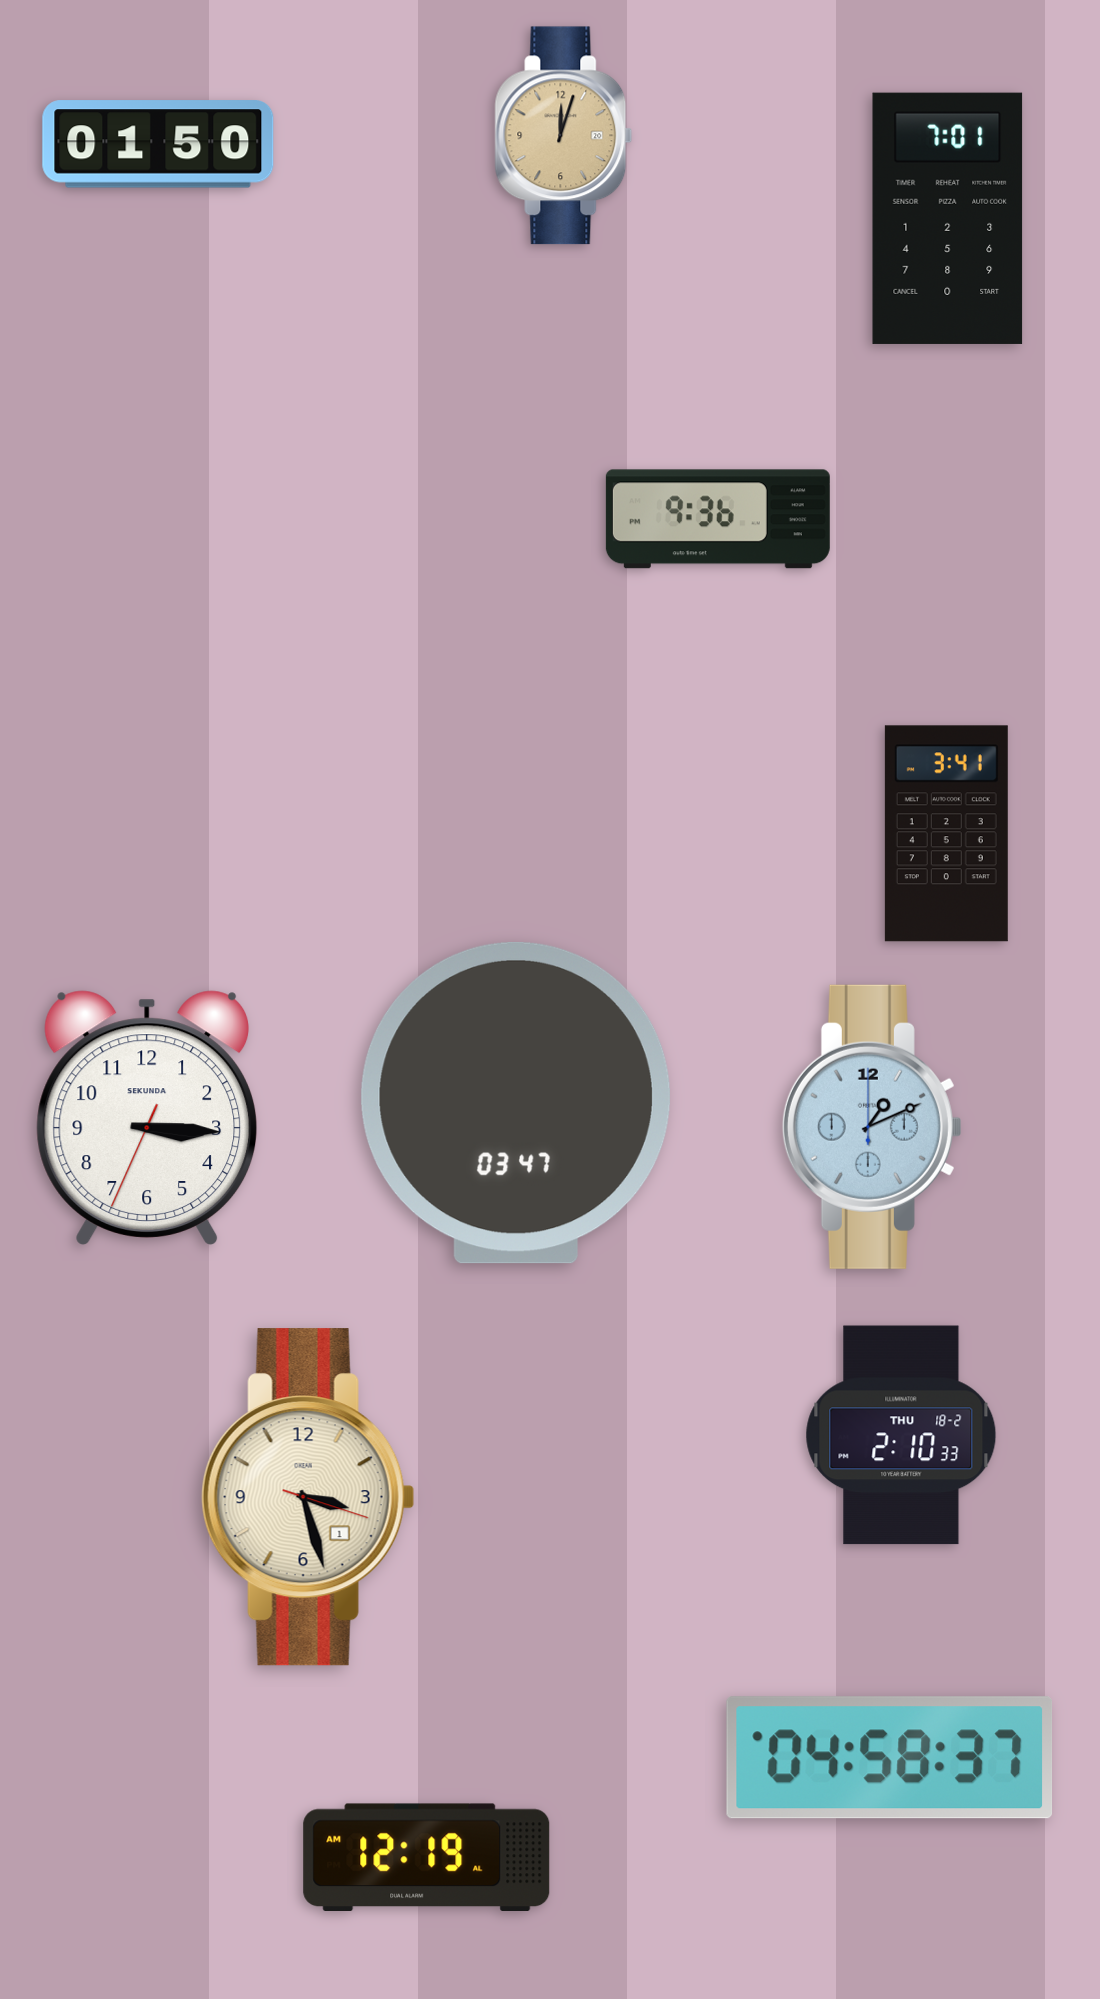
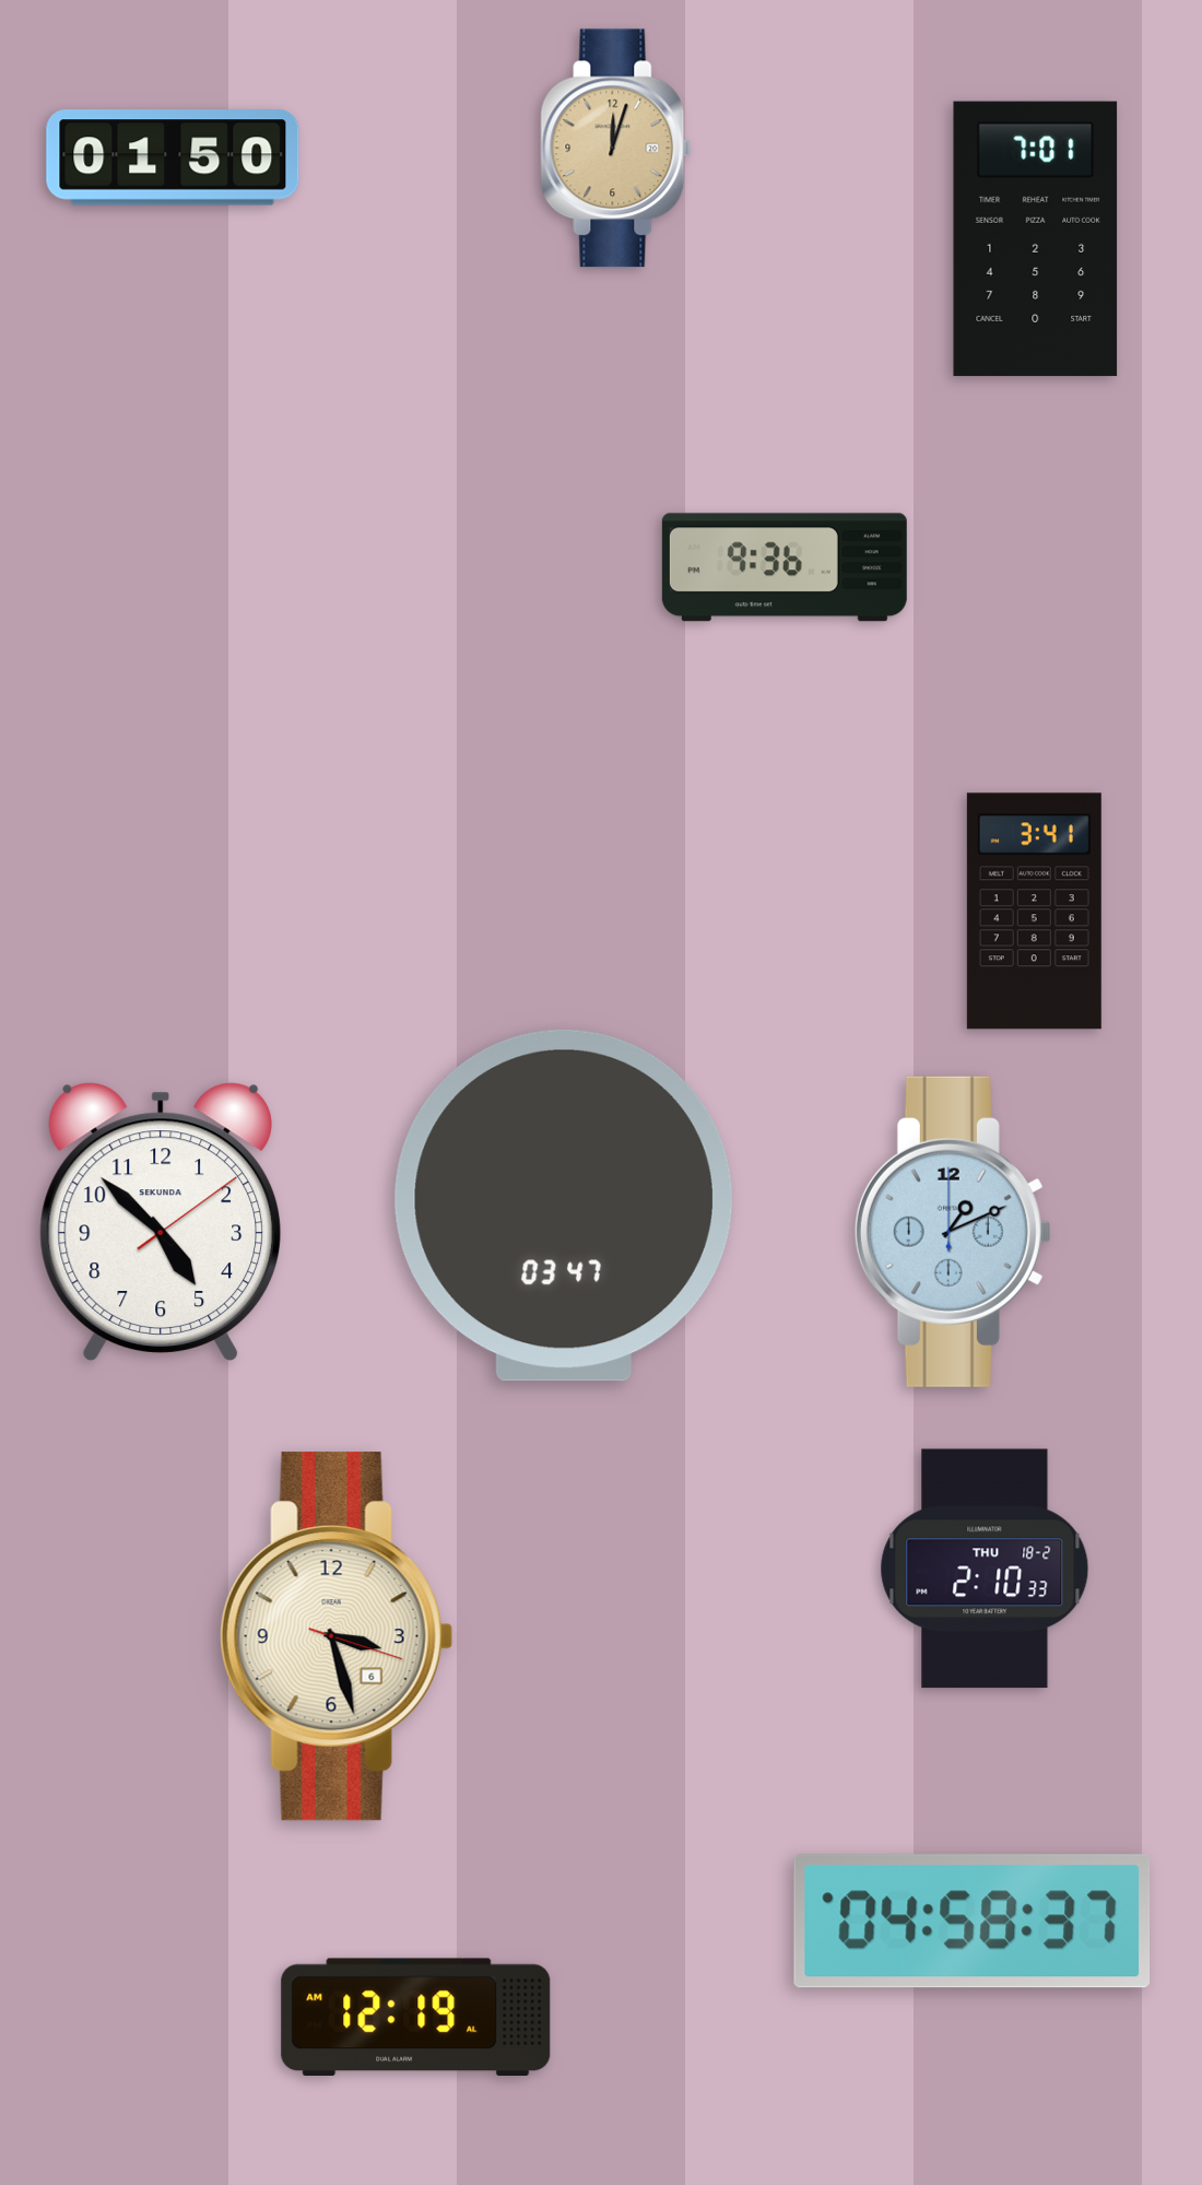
clock at (147, 1118): 3:15 -> 4:52
clock at (308, 1497) date: 1 -> 6
clock at (427, 1857) position: (427, 1857) -> (416, 2017)
